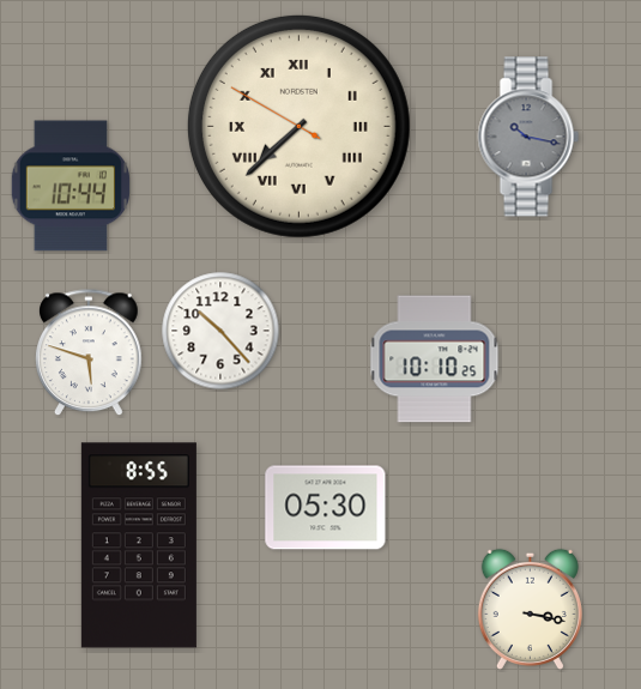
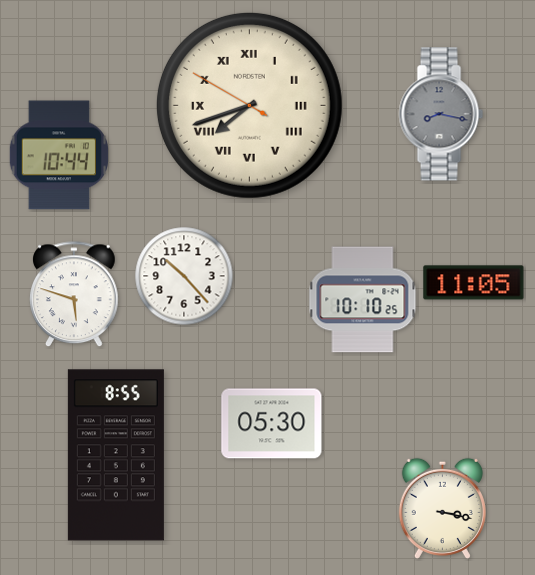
clock at (298, 126): 7:37 -> 7:41
clock at (528, 137): 10:17 -> 8:17
clock at (474, 283): none -> 11:05
